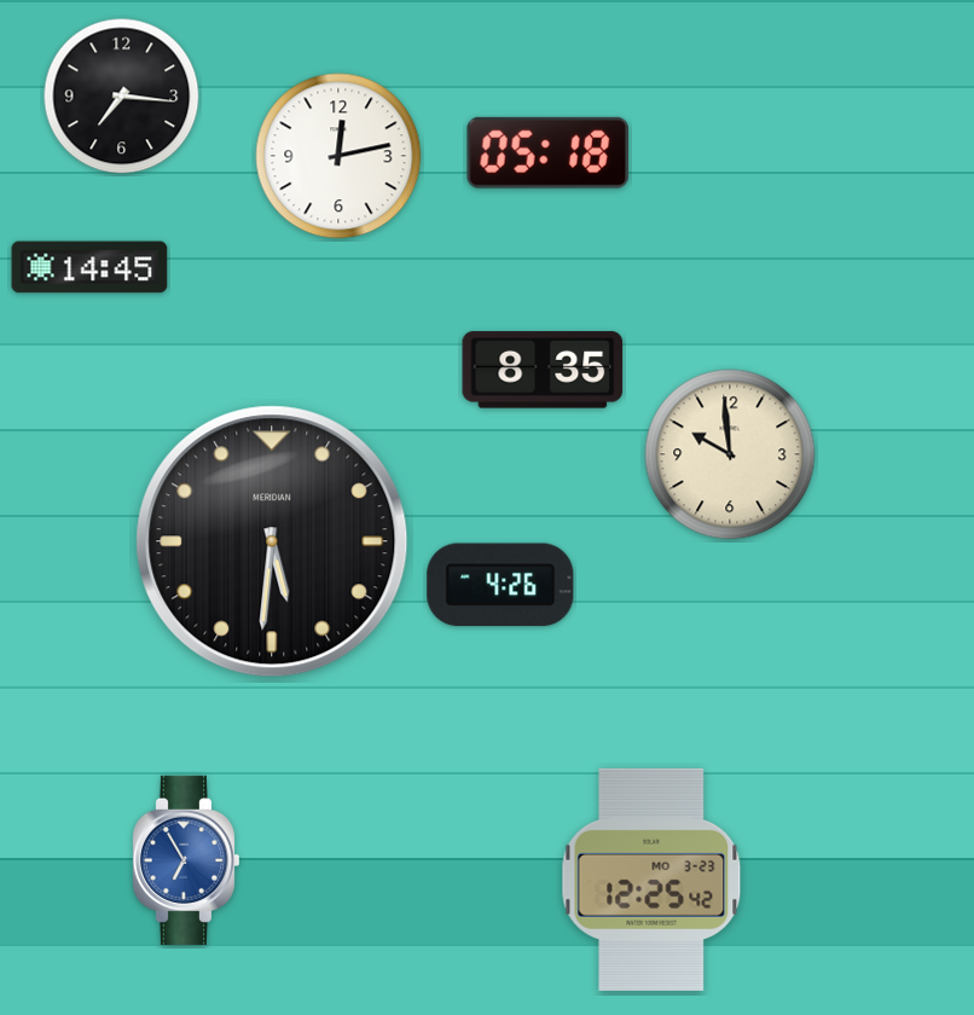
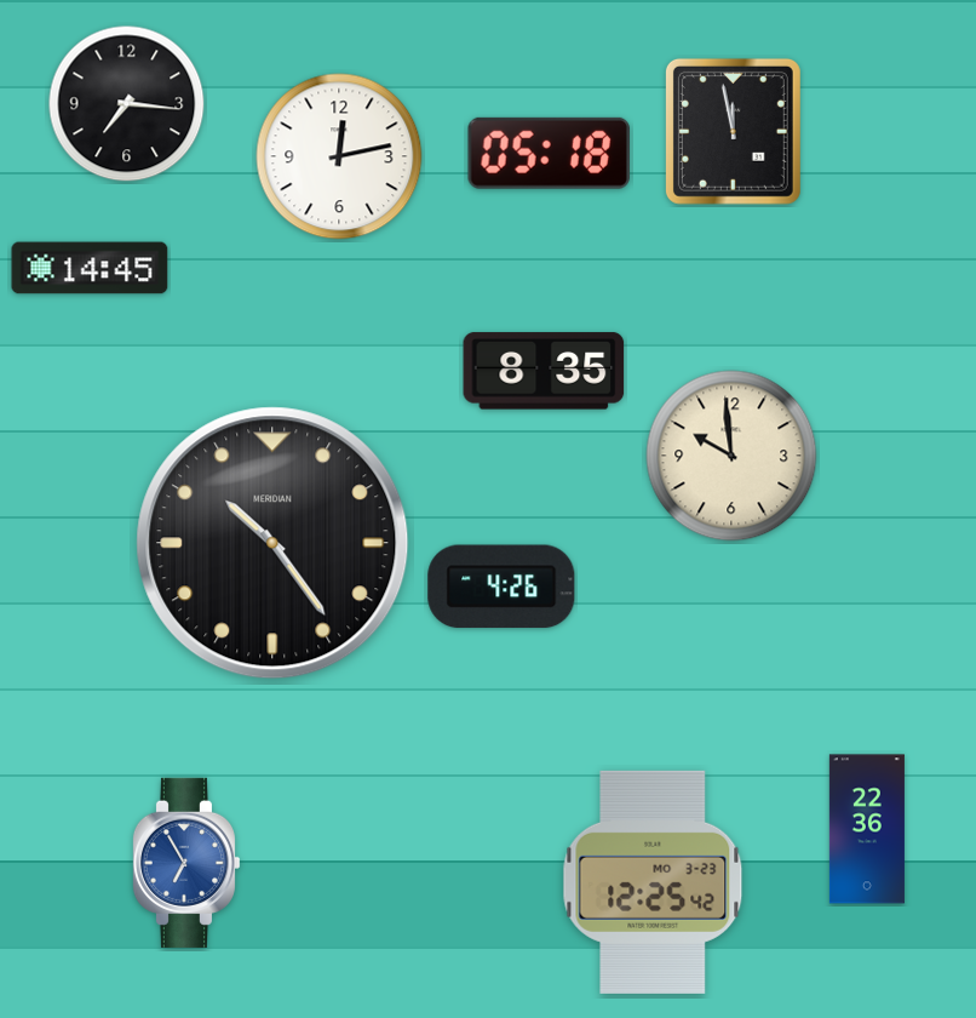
clock at (122, 97) position: (122, 97) -> (127, 104)
clock at (733, 131): none -> 11:58
clock at (272, 541): 5:31 -> 10:24
clock at (867, 829): none -> 22:36
